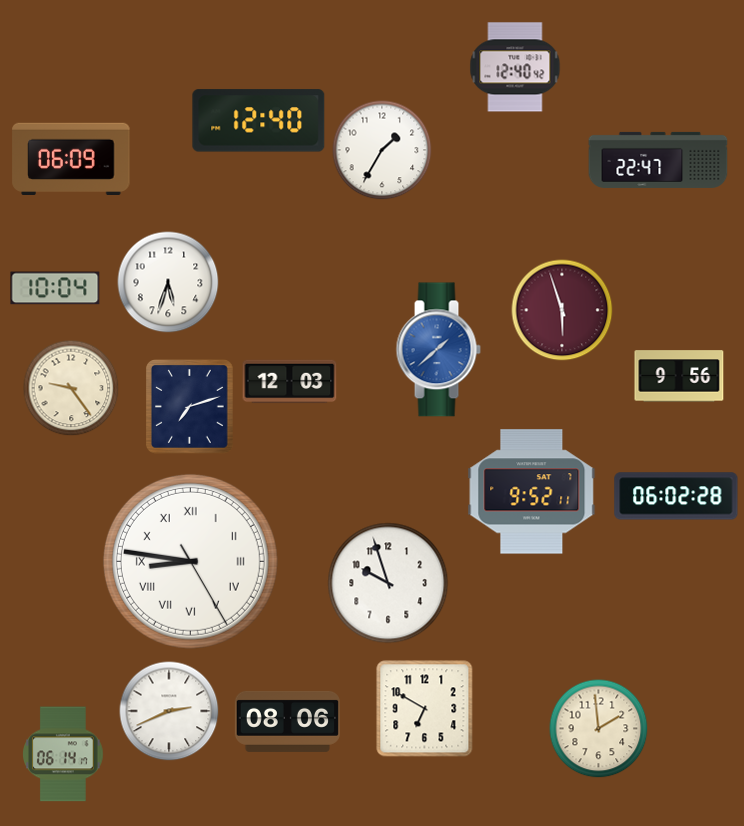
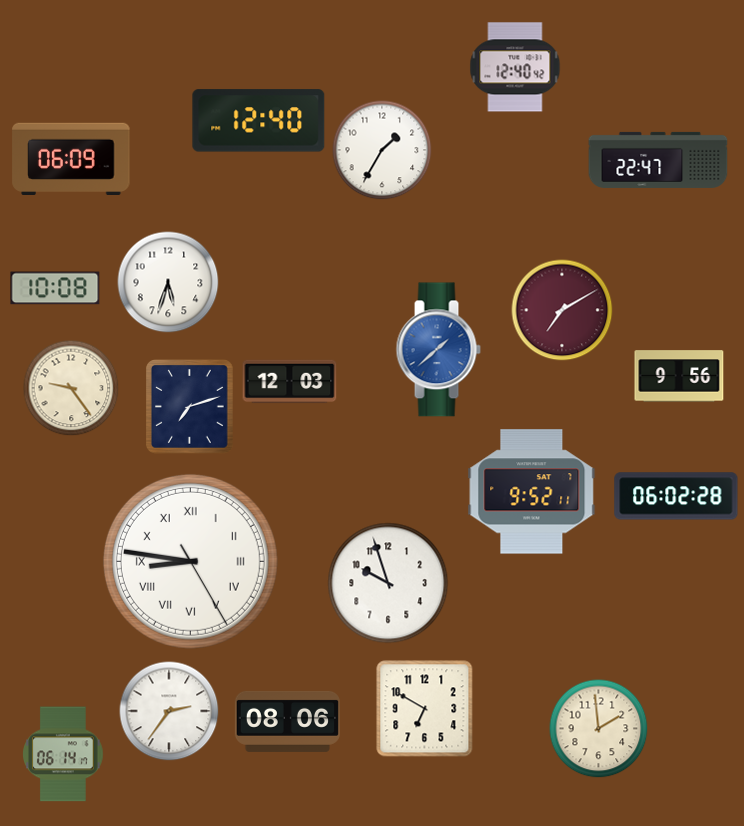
clock at (55, 288): 10:04 -> 10:08
clock at (562, 310): 5:57 -> 7:10
clock at (169, 711): 2:41 -> 2:36
